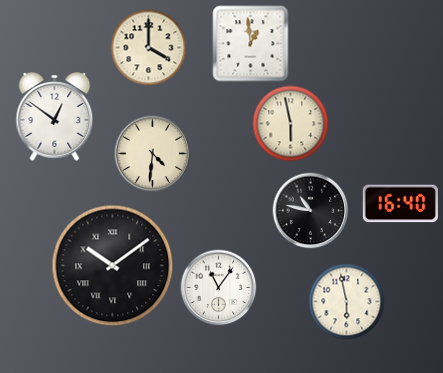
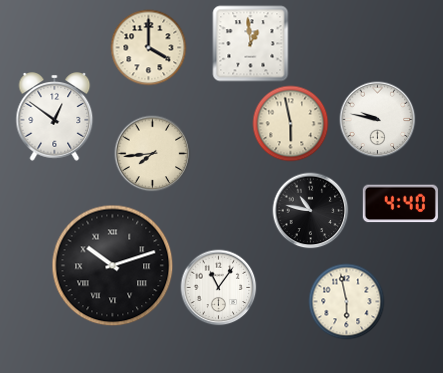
clock at (378, 120): none -> 9:47
clock at (153, 154): 4:31 -> 7:44
clock at (400, 204): 16:40 -> 4:40
clock at (113, 266): 10:09 -> 10:12
